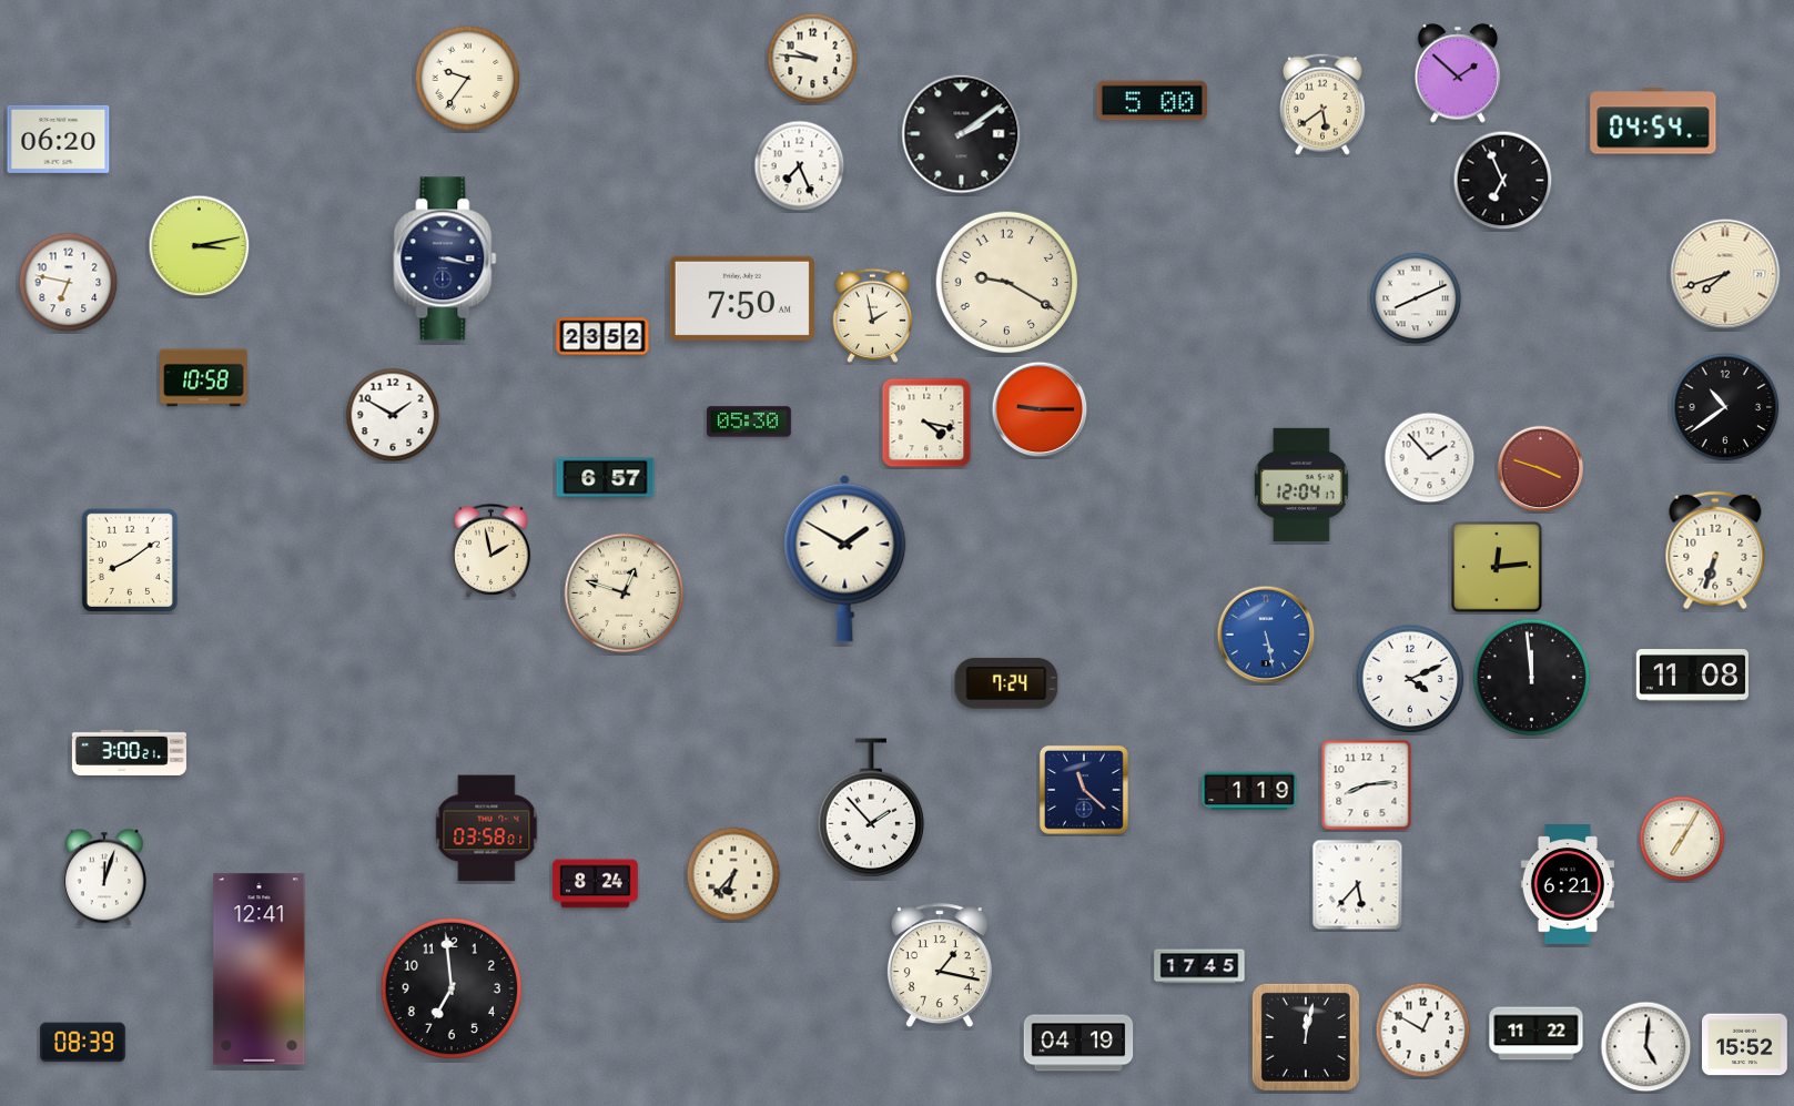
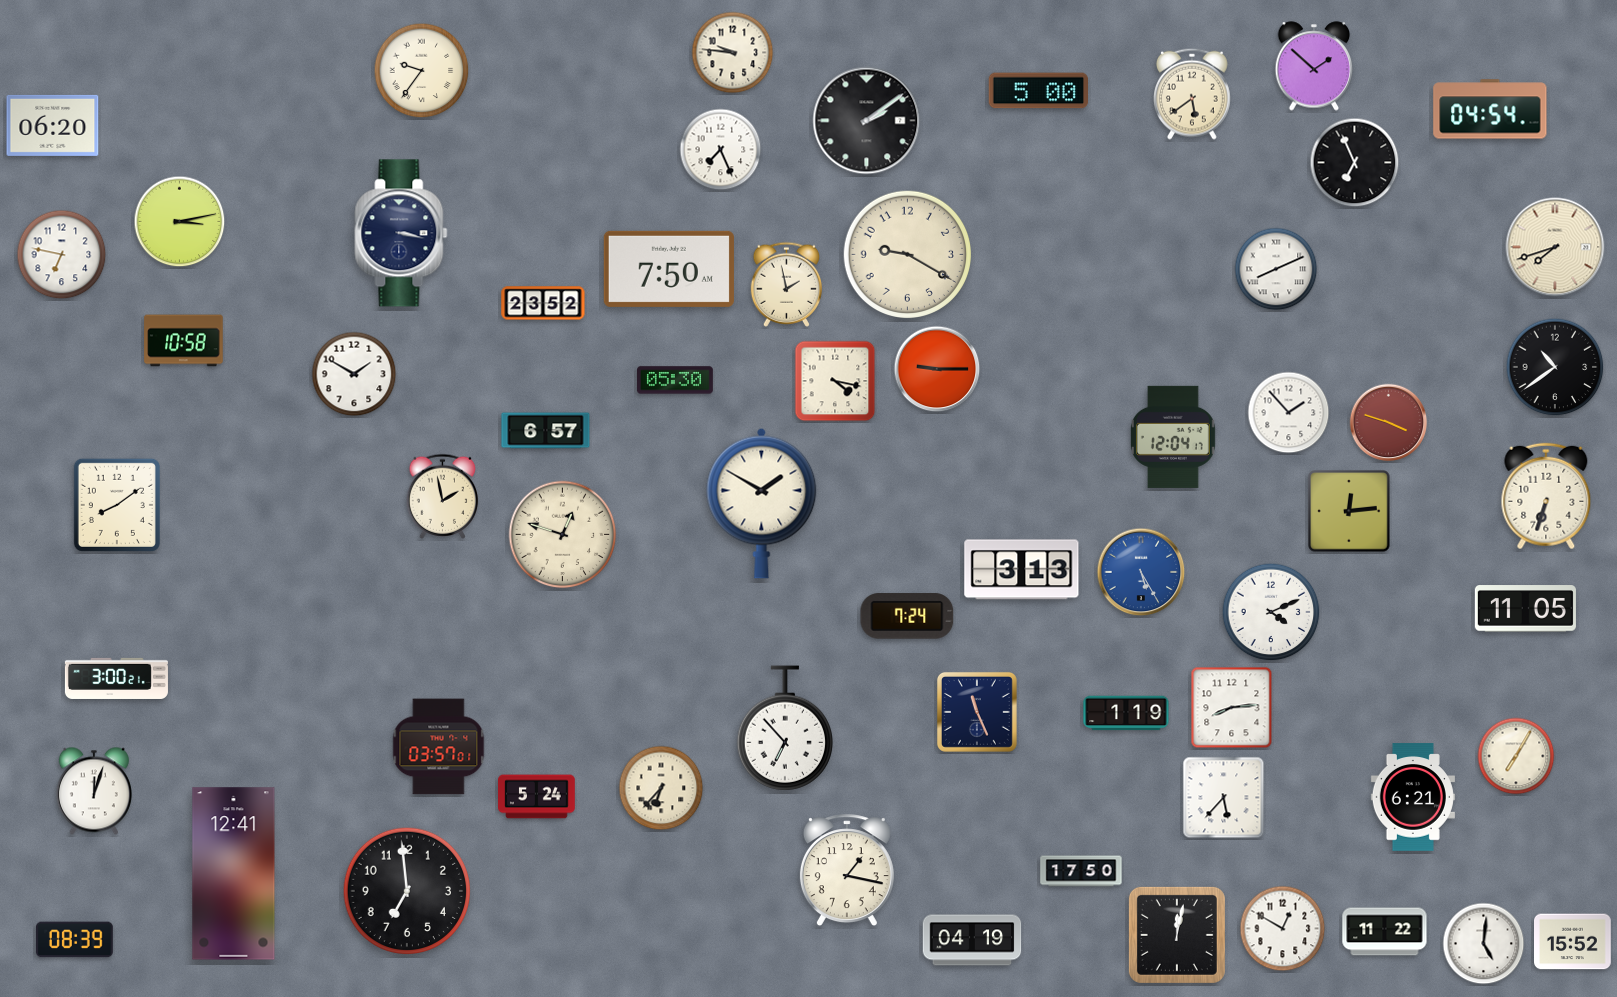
clock at (1022, 570): none -> 3:13
clock at (1266, 635): 5:28 -> 5:25
clock at (1692, 676): 11:08 -> 11:05
clock at (1532, 678): 11:59 -> none
clock at (1084, 790): 11:22 -> 11:26
clock at (871, 808): 1:53 -> 6:53
clock at (487, 829): 03:58 -> 03:57
clock at (596, 884): 8:24 -> 5:24
clock at (1199, 966): 17:45 -> 17:50
